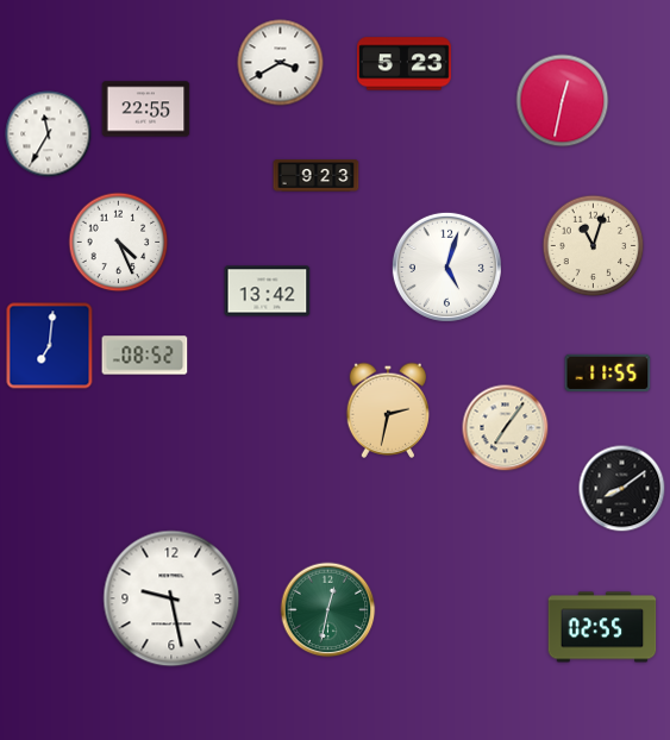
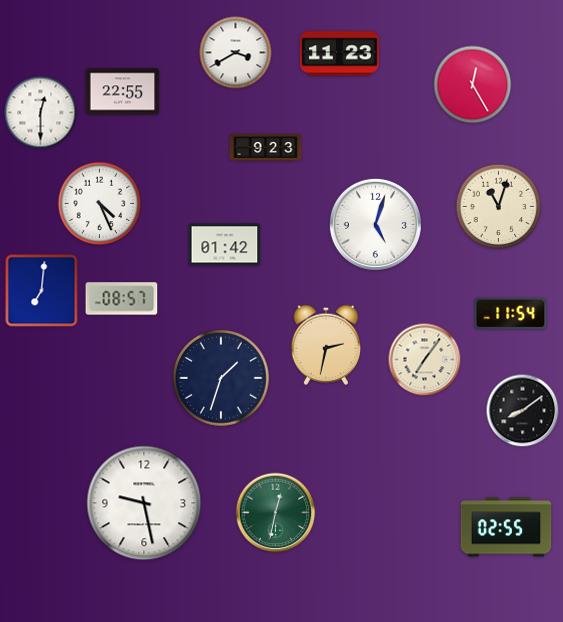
clock at (405, 64): 5:23 -> 11:23
clock at (563, 101): 12:32 -> 12:25
clock at (49, 134): 11:35 -> 12:30
clock at (268, 291): 13:42 -> 01:42
clock at (145, 356): 08:52 -> 08:57
clock at (608, 372): 11:55 -> 11:54
clock at (221, 378): none -> 1:33
